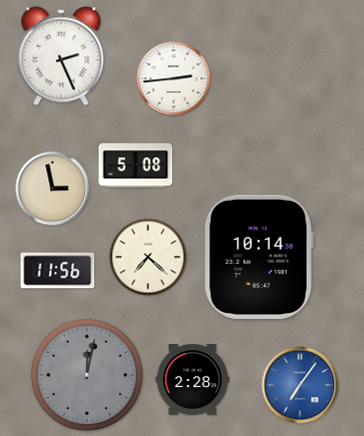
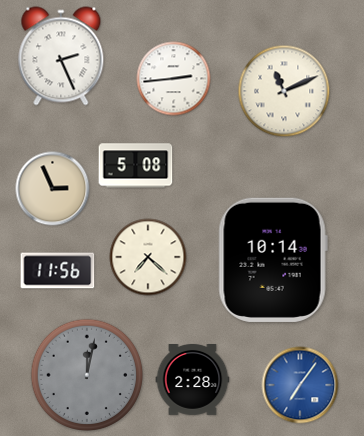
clock at (284, 91): none -> 11:11
clock at (53, 189): 2:58 -> 2:56
clock at (259, 257) position: (259, 257) -> (273, 260)
